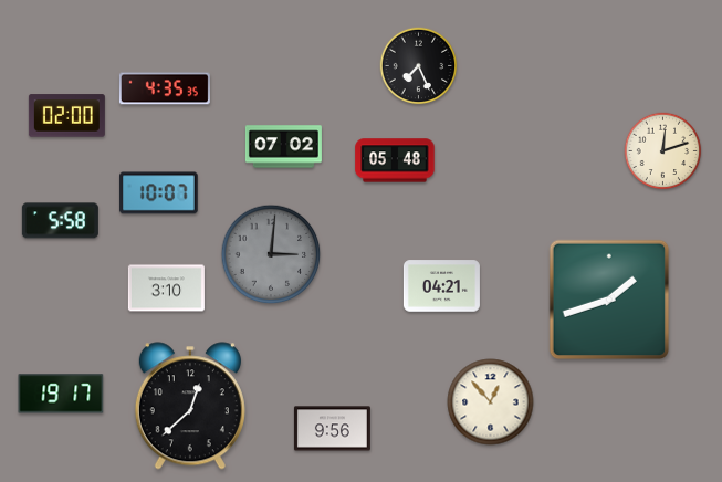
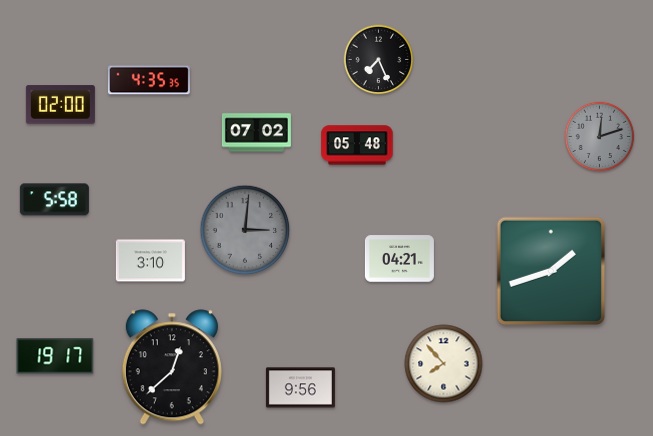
clock at (663, 151) dial: cream -> grey
clock at (159, 193): 10:07 -> none
clock at (491, 402): 12:53 -> 7:53
